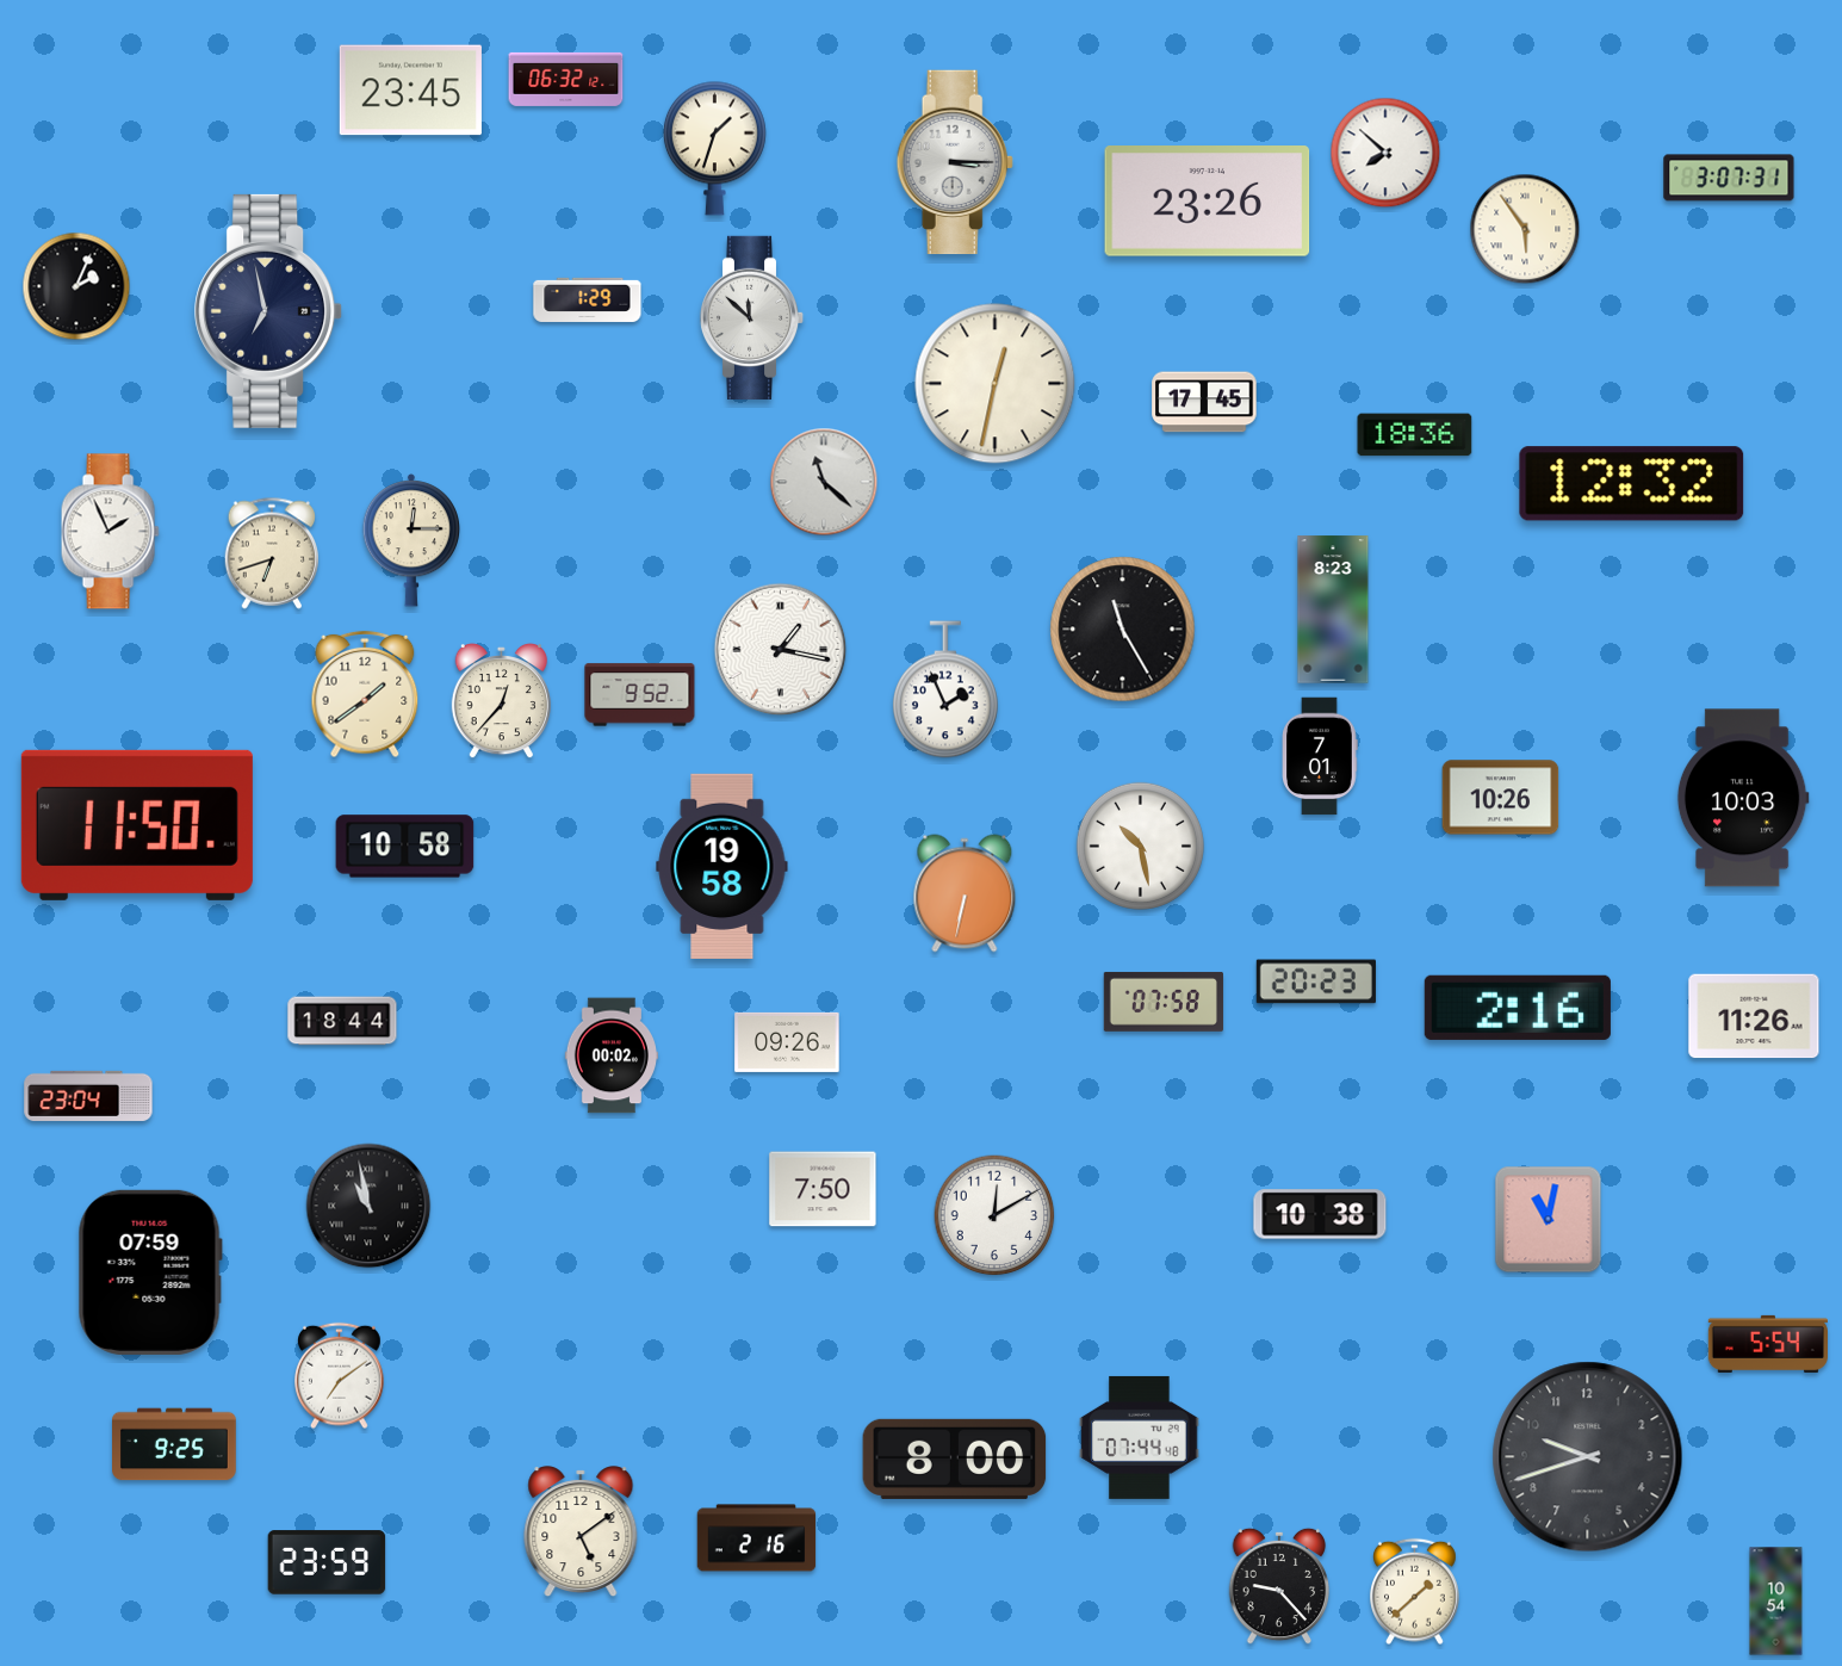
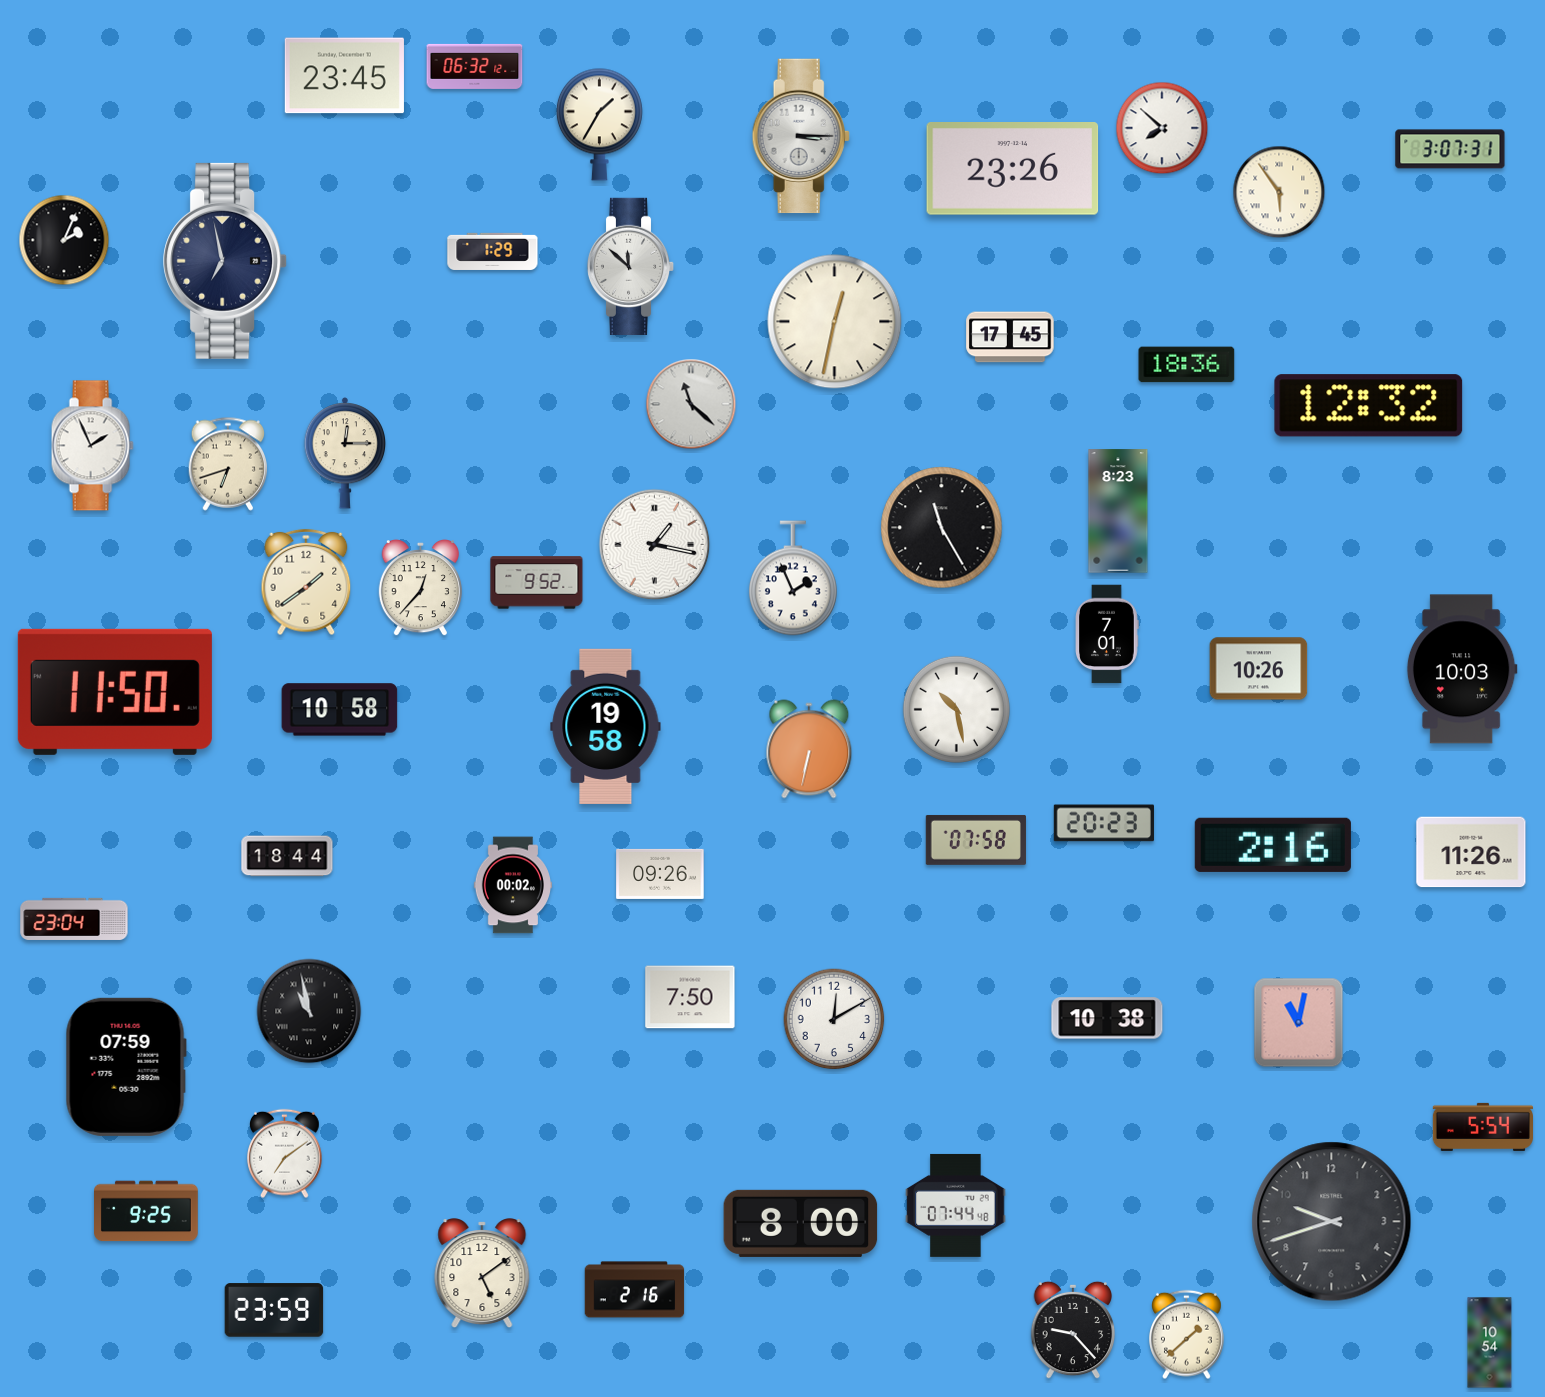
clock at (714, 148): 1:33 -> 1:35
clock at (581, 1532) position: (581, 1532) -> (482, 1274)
